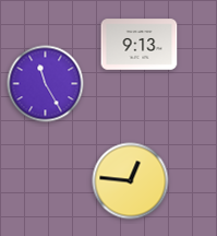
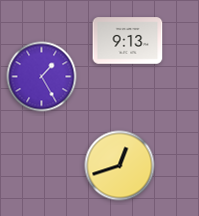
clock at (46, 84): 11:25 -> 1:25
clock at (131, 181): 12:46 -> 12:42
